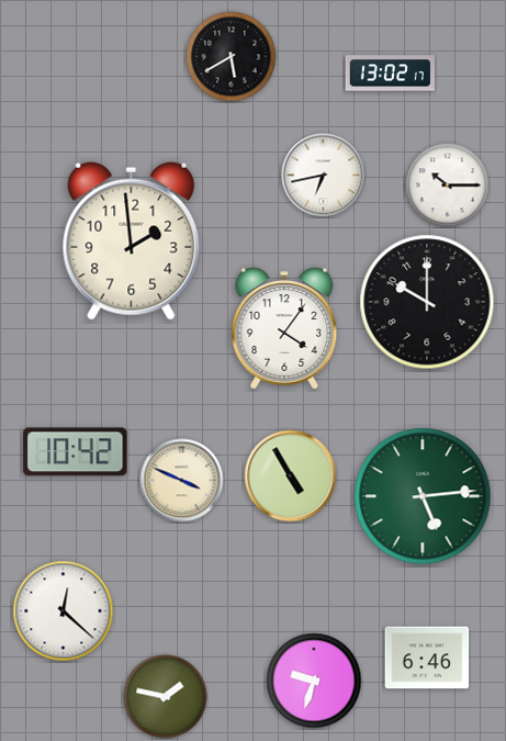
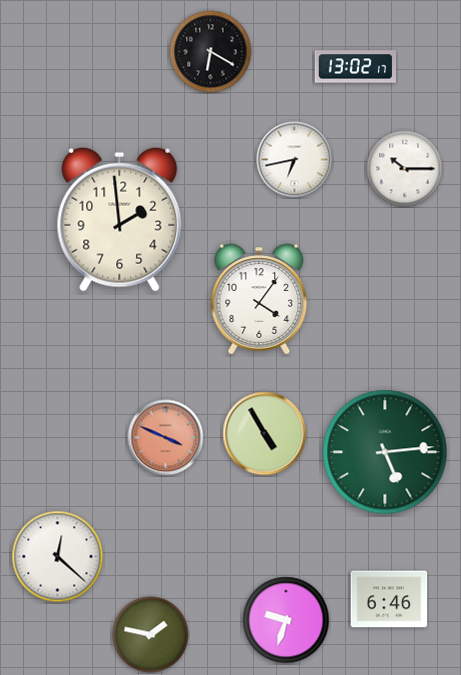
clock at (232, 57): 5:40 -> 6:20
clock at (448, 186) position: (448, 186) -> (405, 169)
clock at (427, 302): 10:00 -> none
clock at (76, 452): 10:42 -> none
clock at (182, 481) dial: cream -> salmon
